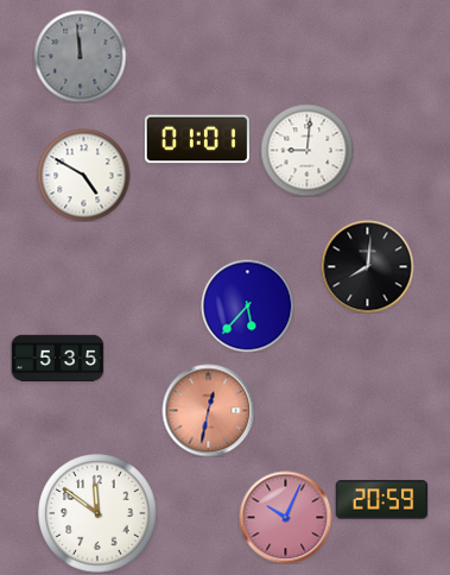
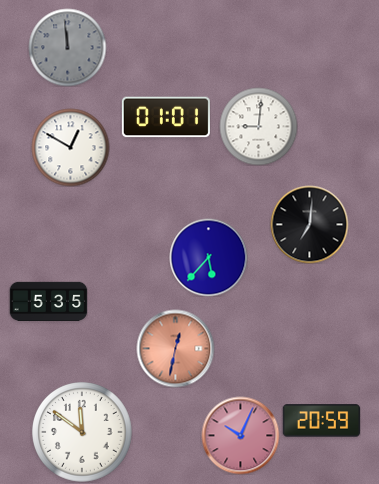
clock at (83, 175): 4:50 -> 12:50
clock at (367, 266): 8:01 -> 7:01
clock at (208, 410) position: (208, 410) -> (175, 348)
